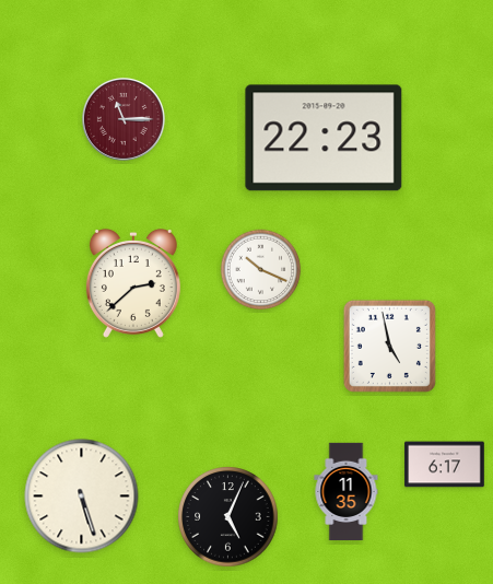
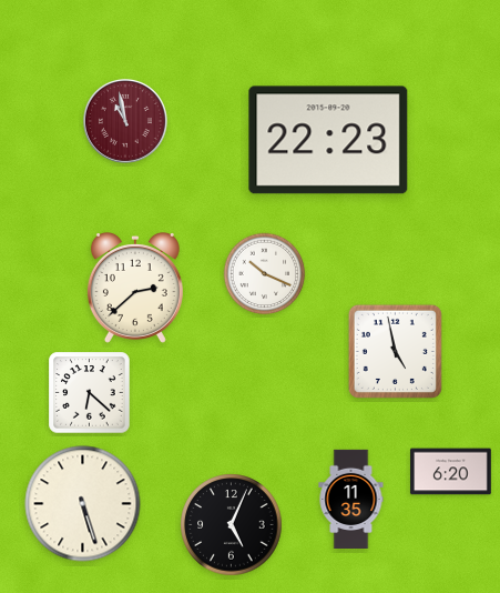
clock at (124, 119): 11:15 -> 10:58
clock at (90, 393): none -> 6:22
clock at (445, 465): 6:17 -> 6:20
